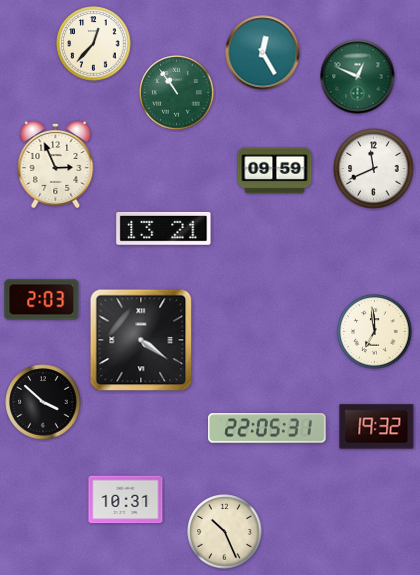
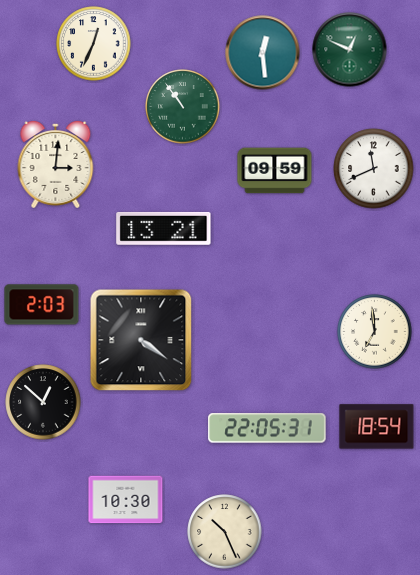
clock at (94, 44): 12:37 -> 12:34
clock at (263, 53): 12:25 -> 12:29
clock at (358, 77) position: (358, 77) -> (350, 50)
clock at (177, 93) position: (177, 93) -> (183, 107)
clock at (56, 164): 2:56 -> 3:01
clock at (42, 300) position: (42, 300) -> (42, 305)
clock at (43, 402): 3:52 -> 12:52
clock at (377, 427): 19:32 -> 18:54
clock at (126, 500): 10:31 -> 10:30
